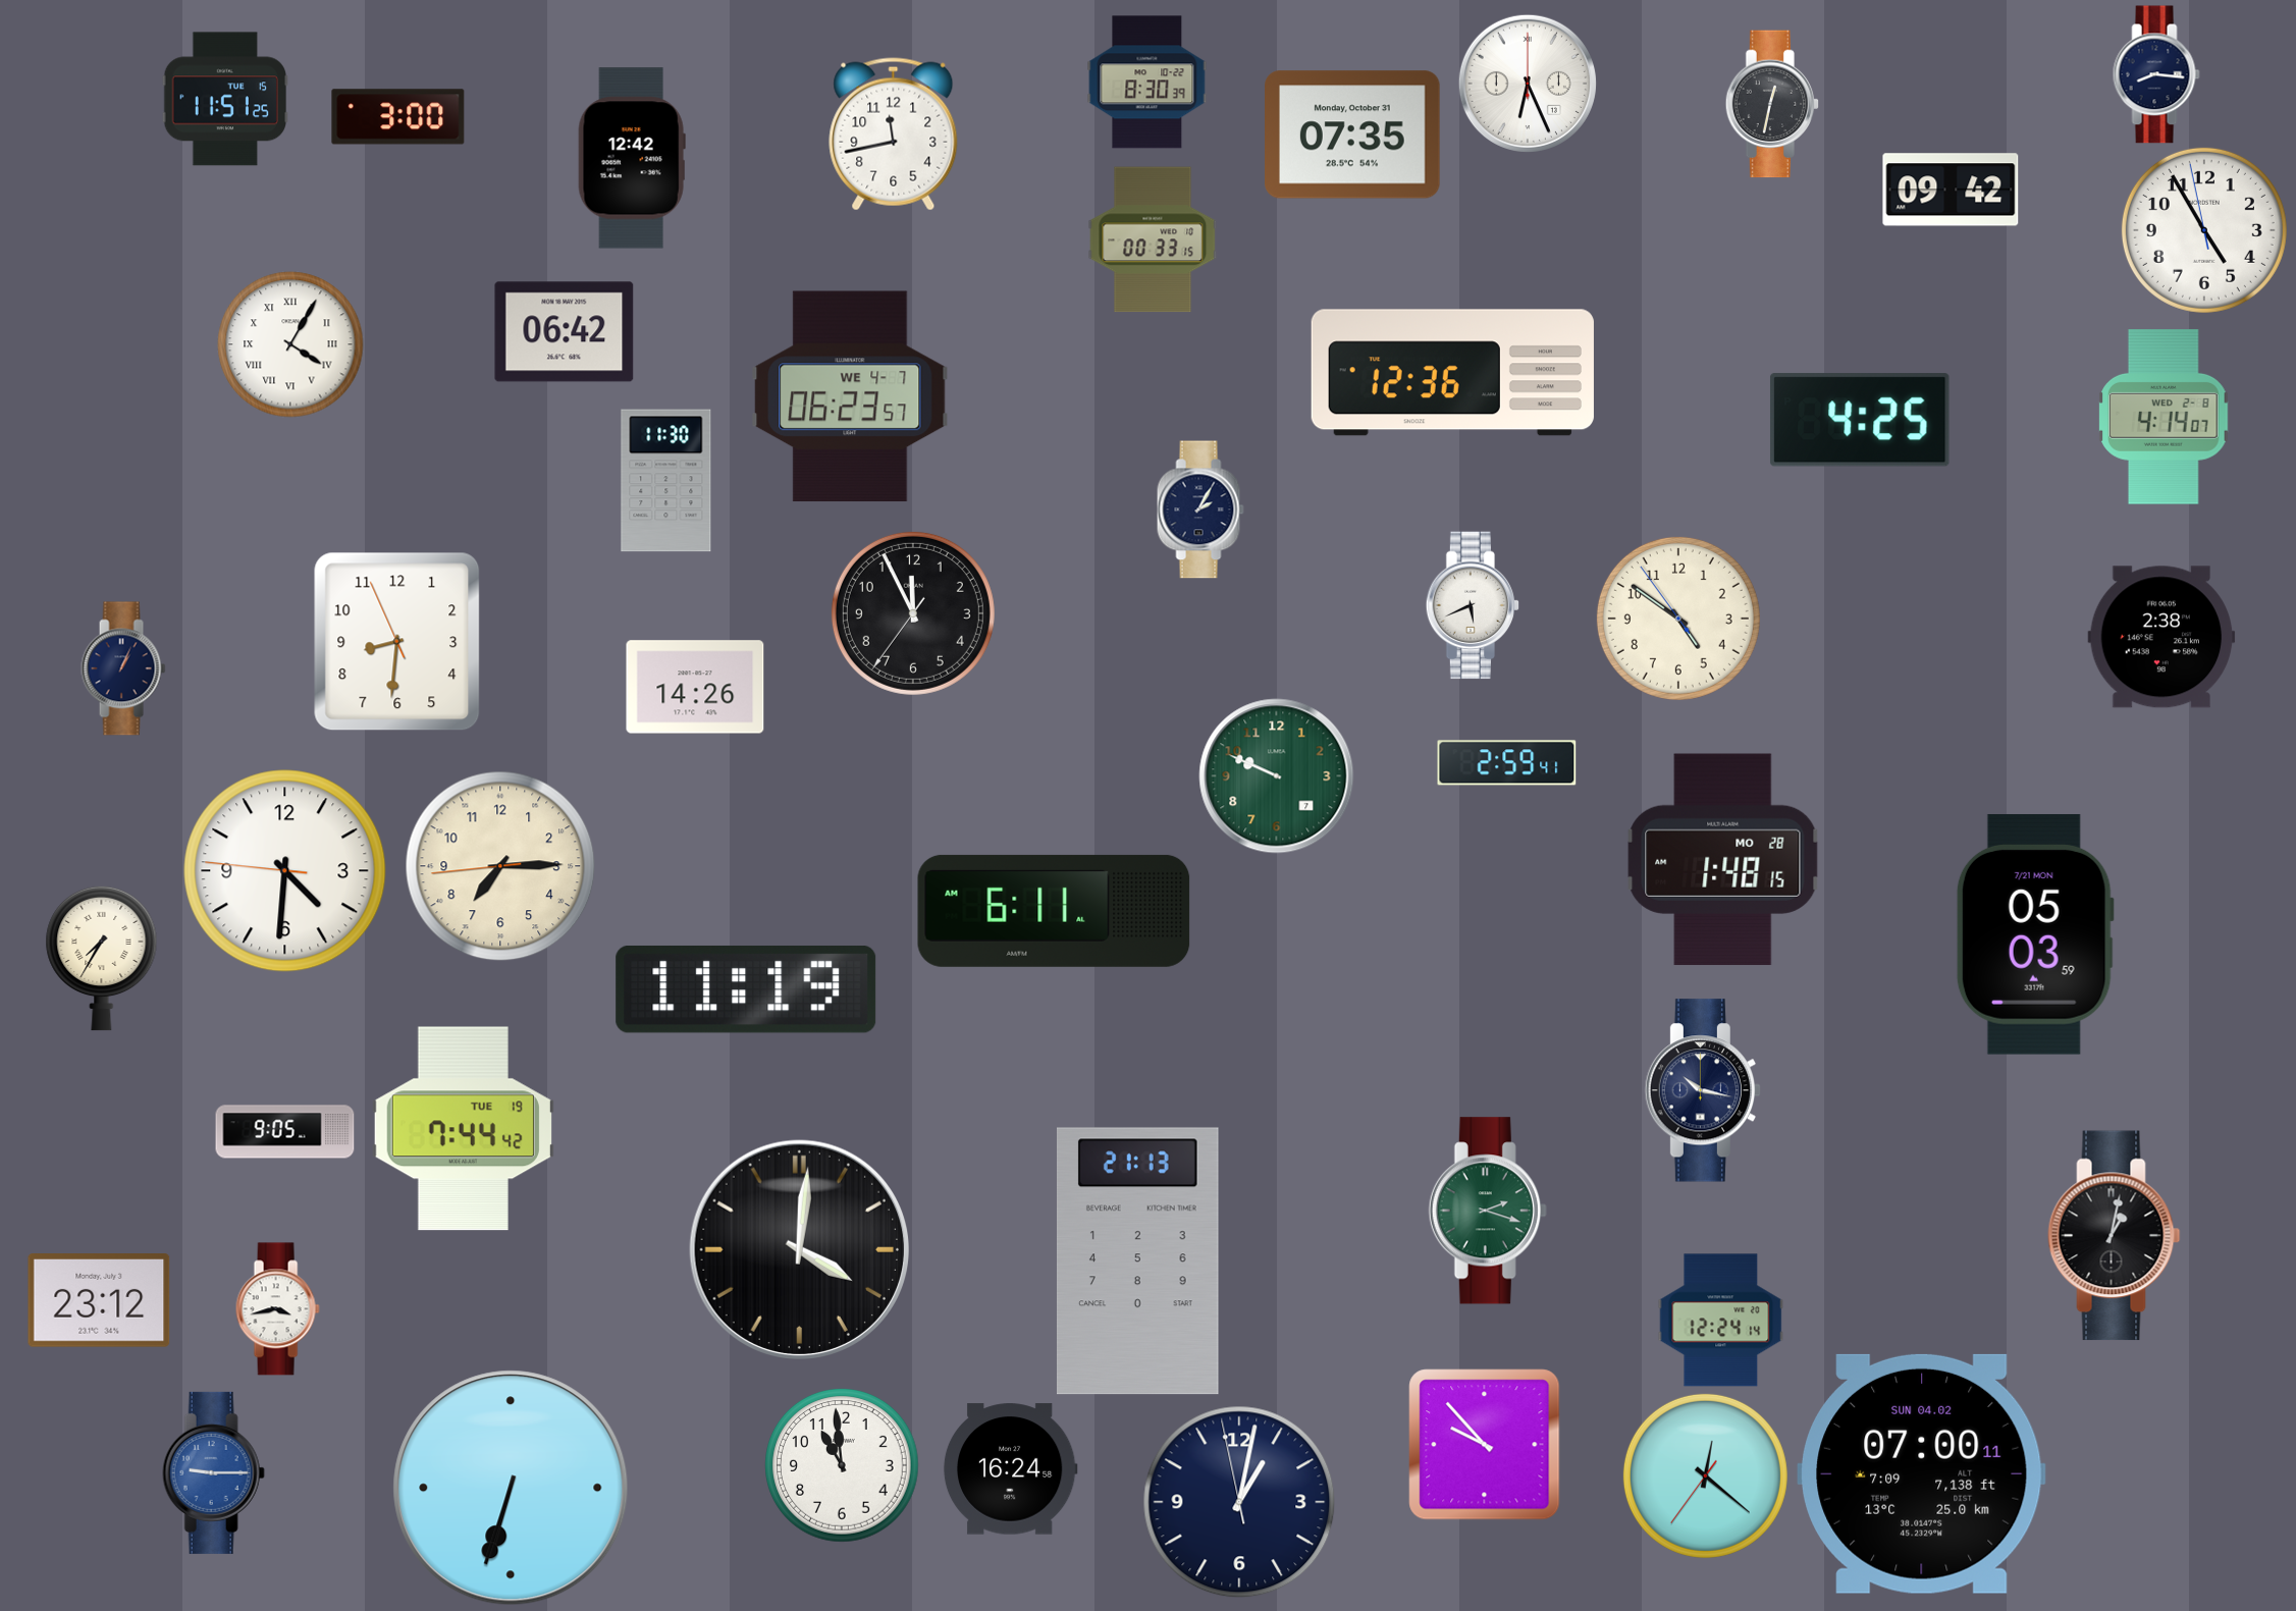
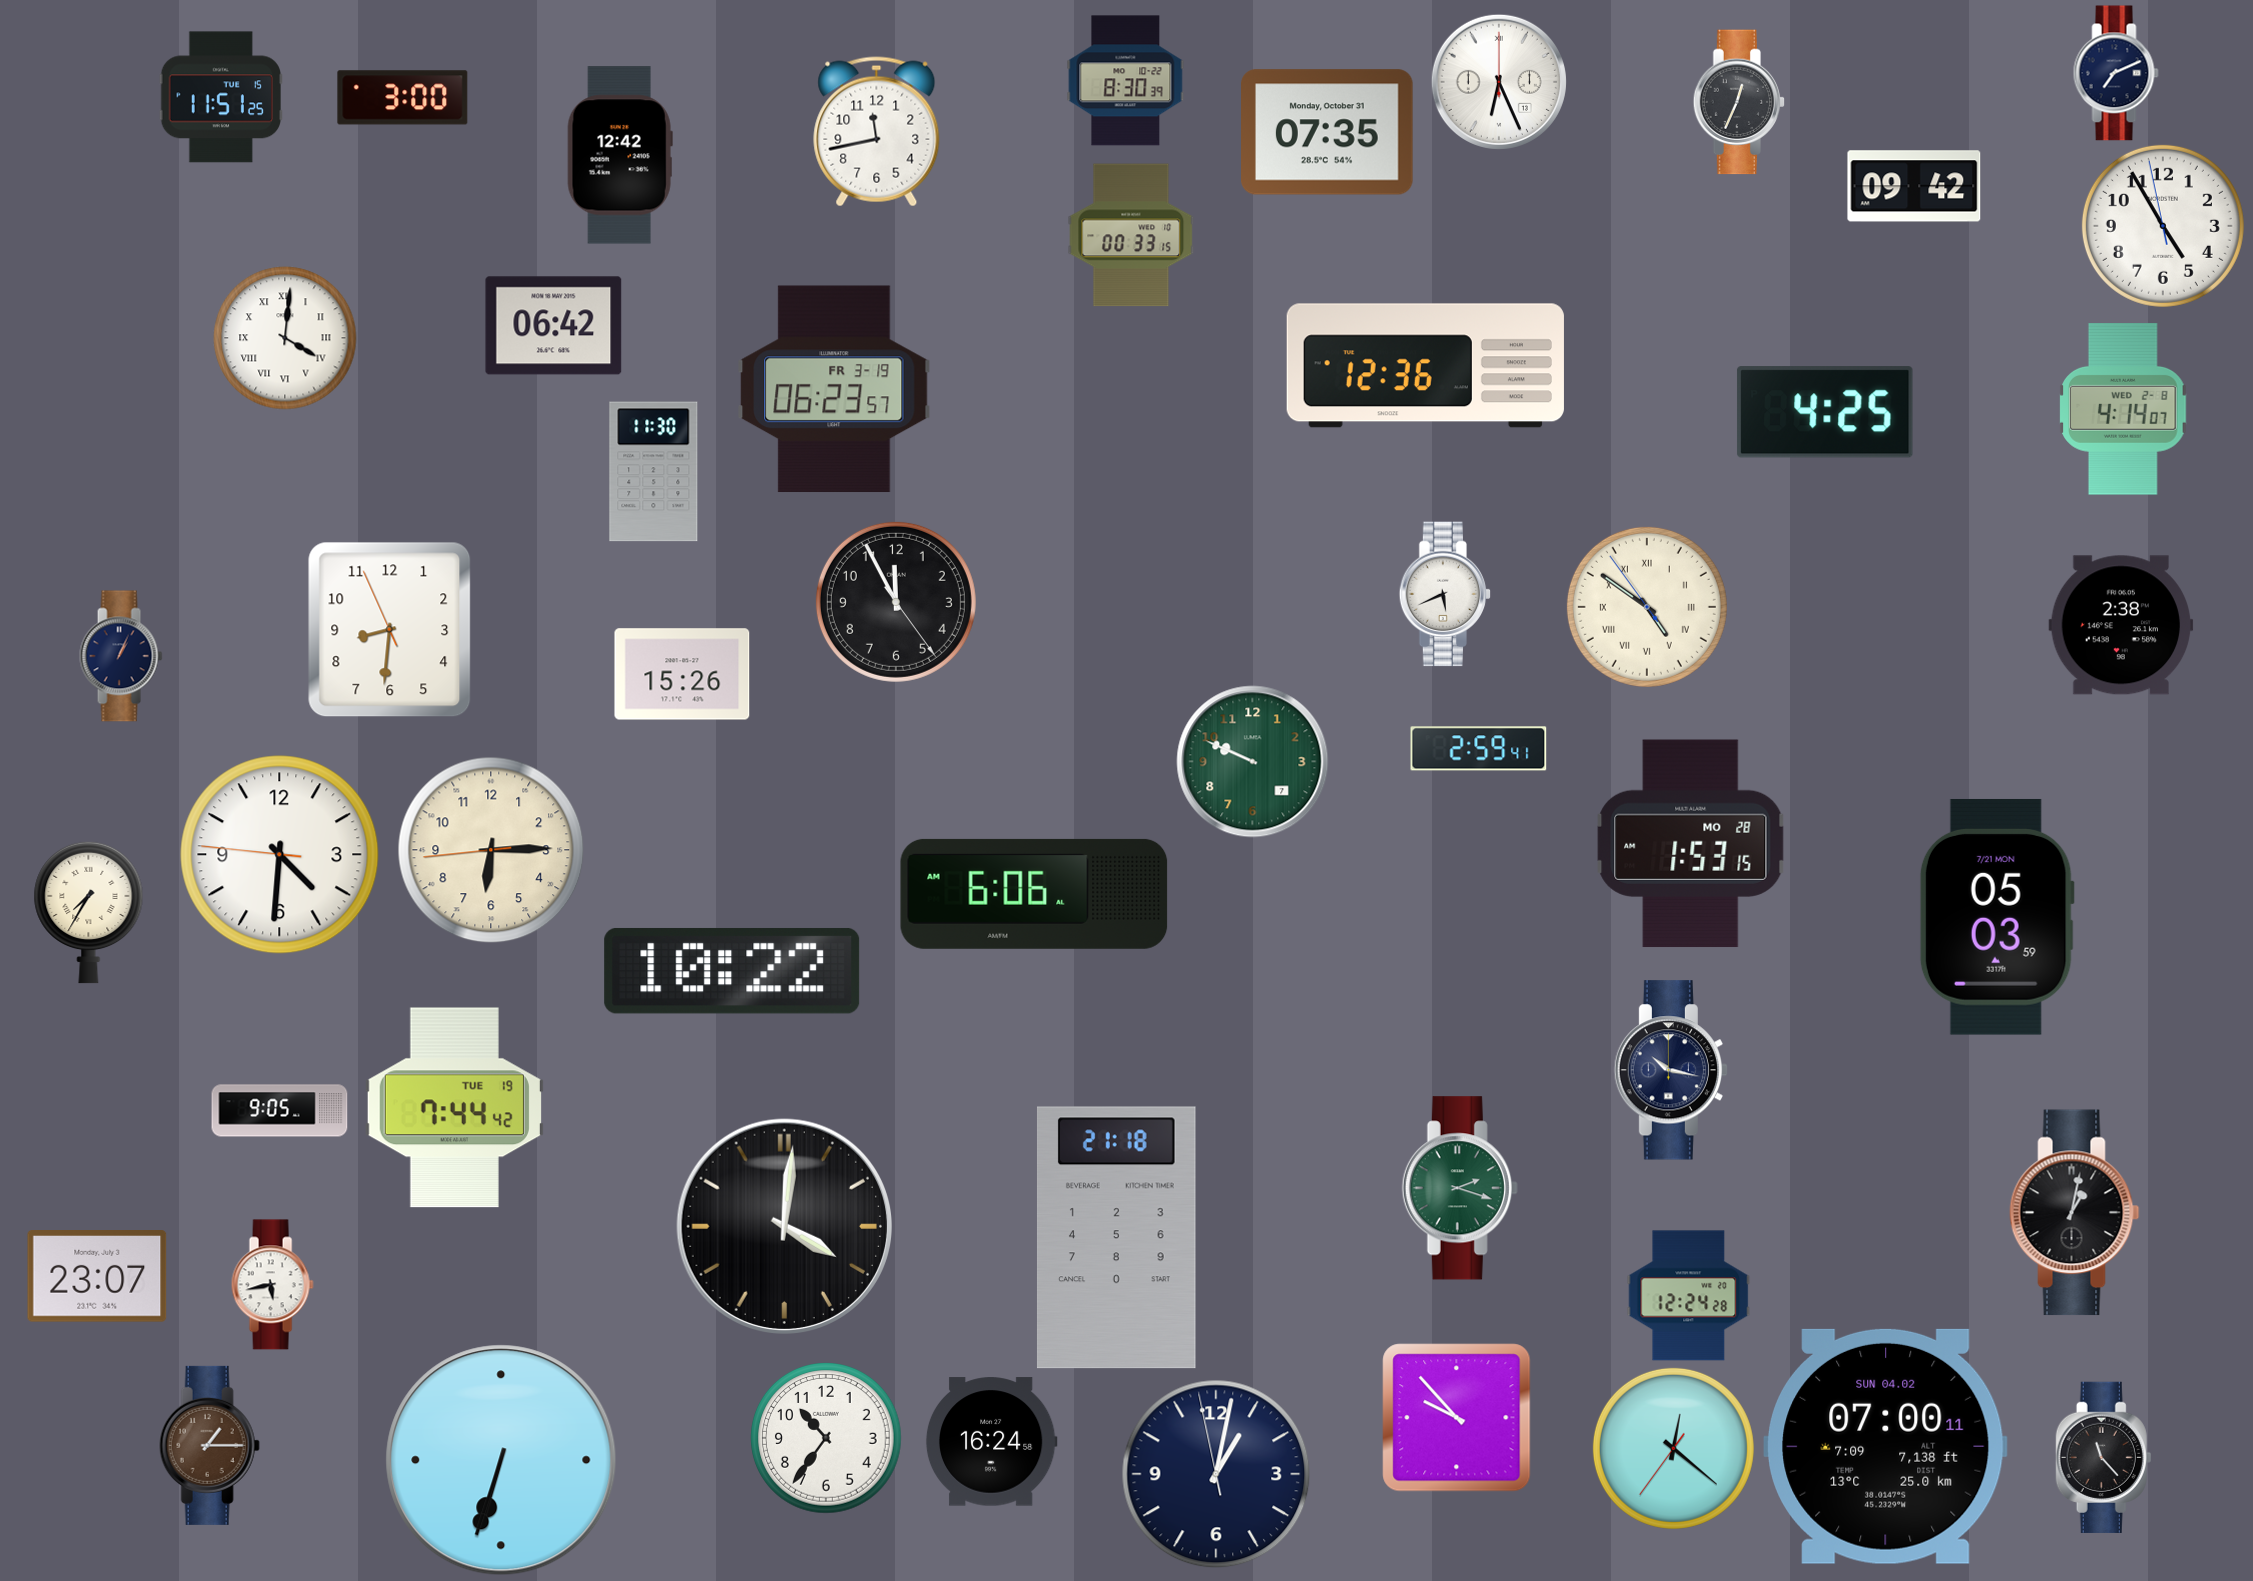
clock at (2156, 74): 8:16 -> 7:11
clock at (1772, 104): 12:32 -> 12:34
clock at (398, 117) position: (398, 117) -> (403, 98)
clock at (290, 344): 4:05 -> 4:01
clock at (850, 396) date: WE 4-7 -> FR 3-19
clock at (1200, 509): 2:05 -> none
clock at (913, 613): 11:55:36 -> 11:55:24
clock at (1678, 619) numerals: Arabic -> Roman
clock at (695, 687): 14:26 -> 15:26
clock at (1723, 860): 1:48 -> 1:53
clock at (500, 866): 7:14 -> 6:14
clock at (1054, 911): 6:11 -> 6:06
clock at (102, 958) position: (102, 958) -> (89, 912)
clock at (746, 989): 11:19 -> 10:22
clock at (1138, 1261): 21:13 -> 21:18
clock at (99, 1300): 23:12 -> 23:07
clock at (277, 1309): 3:43 -> 5:43
clock at (1721, 1321): 12:24:14 -> 12:24:28
clock at (842, 1465): 10:59 -> 10:36
clock at (213, 1472): 9:15 -> 1:15
clock at (213, 1472) dial: blue -> brown
clock at (2104, 1457): none -> 11:23
